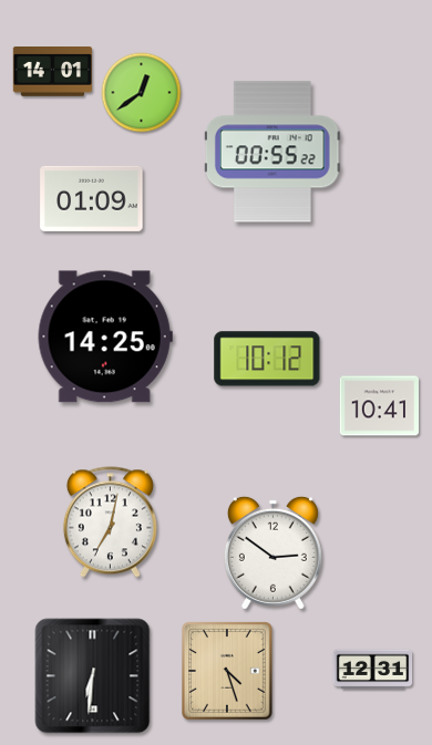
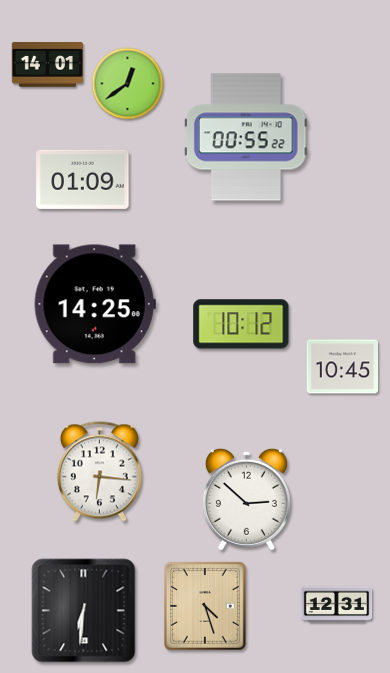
clock at (380, 406): 10:41 -> 10:45
clock at (110, 522): 7:02 -> 6:16
clock at (272, 552): 2:51 -> 2:52
